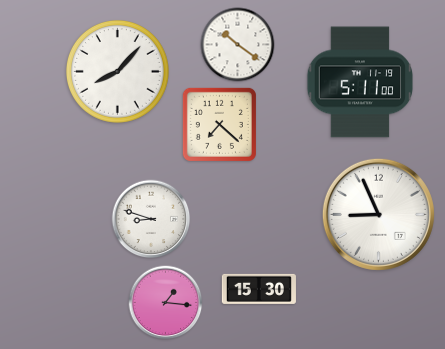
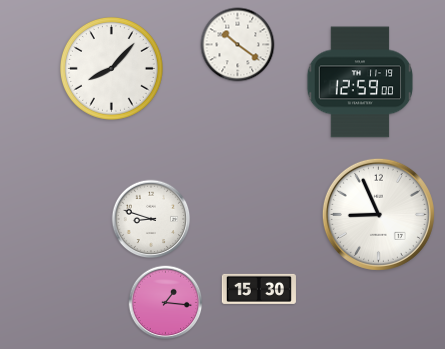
clock at (117, 71) position: (117, 71) -> (111, 68)
clock at (360, 82): 5:11 -> 12:59
clock at (219, 124): 7:22 -> none
